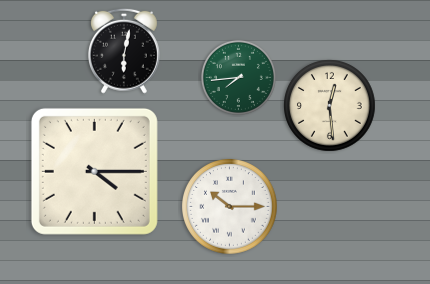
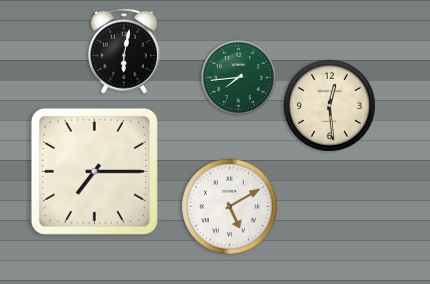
clock at (94, 171): 4:15 -> 7:15
clock at (230, 207): 10:15 -> 5:10
